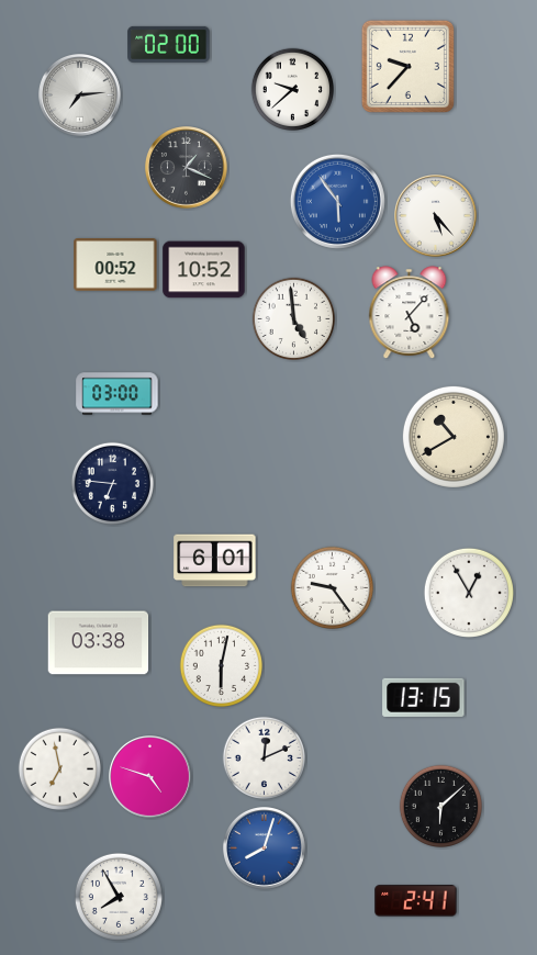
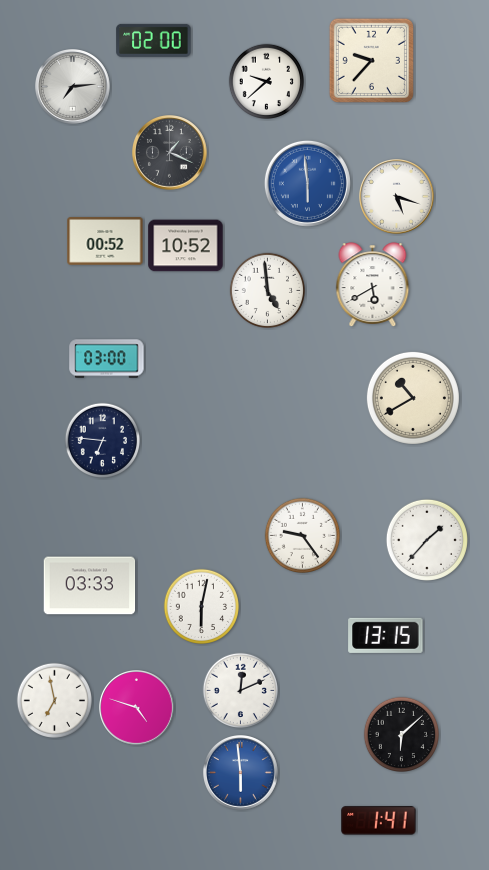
clock at (337, 201): 5:54 -> 5:59
clock at (436, 216): 5:23 -> 5:18
clock at (410, 313): 5:07 -> 5:40
clock at (215, 561): 6:01 -> none
clock at (469, 593): 12:55 -> 1:37
clock at (99, 643): 03:38 -> 03:33
clock at (265, 849): 8:03 -> 5:59
clock at (119, 897): 7:55 -> none
clock at (416, 901): 2:41 -> 1:41
